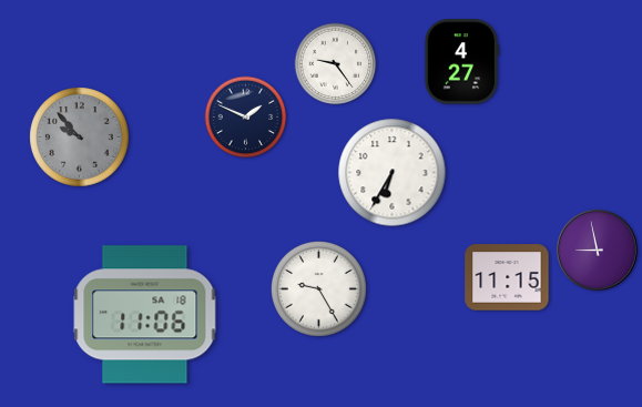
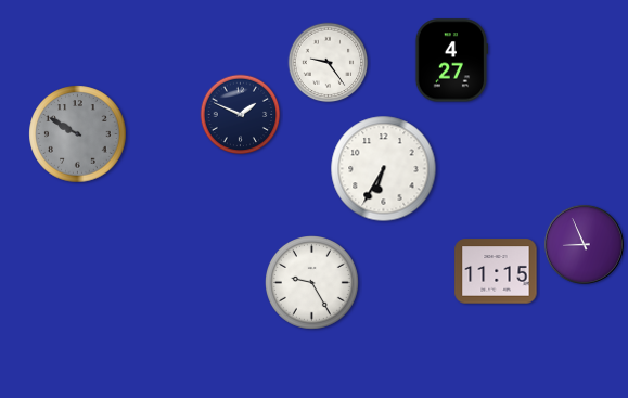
clock at (80, 138): 9:53 -> 9:50
clock at (597, 250): 8:58 -> 8:56
clock at (145, 315): 11:06 -> none
